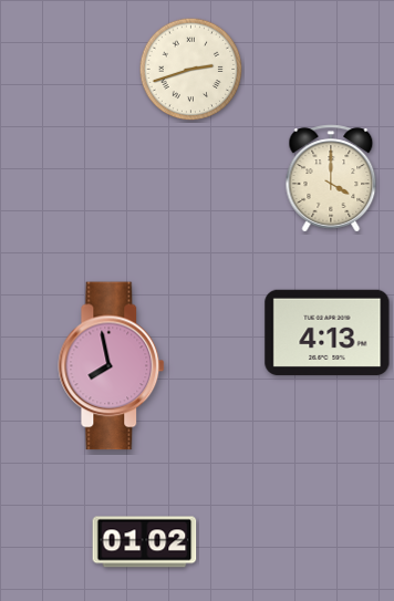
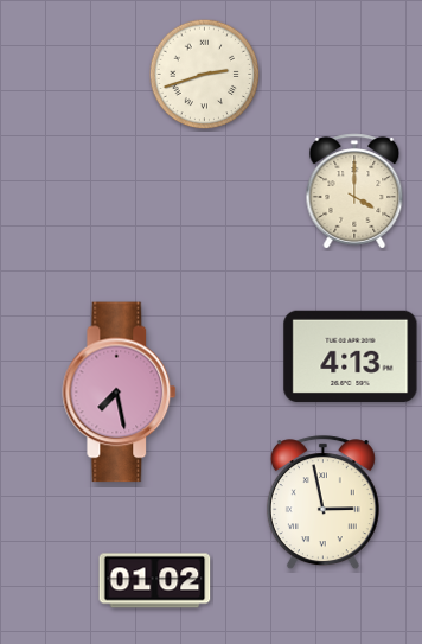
clock at (112, 366): 7:58 -> 7:28
clock at (322, 503): none -> 2:58
